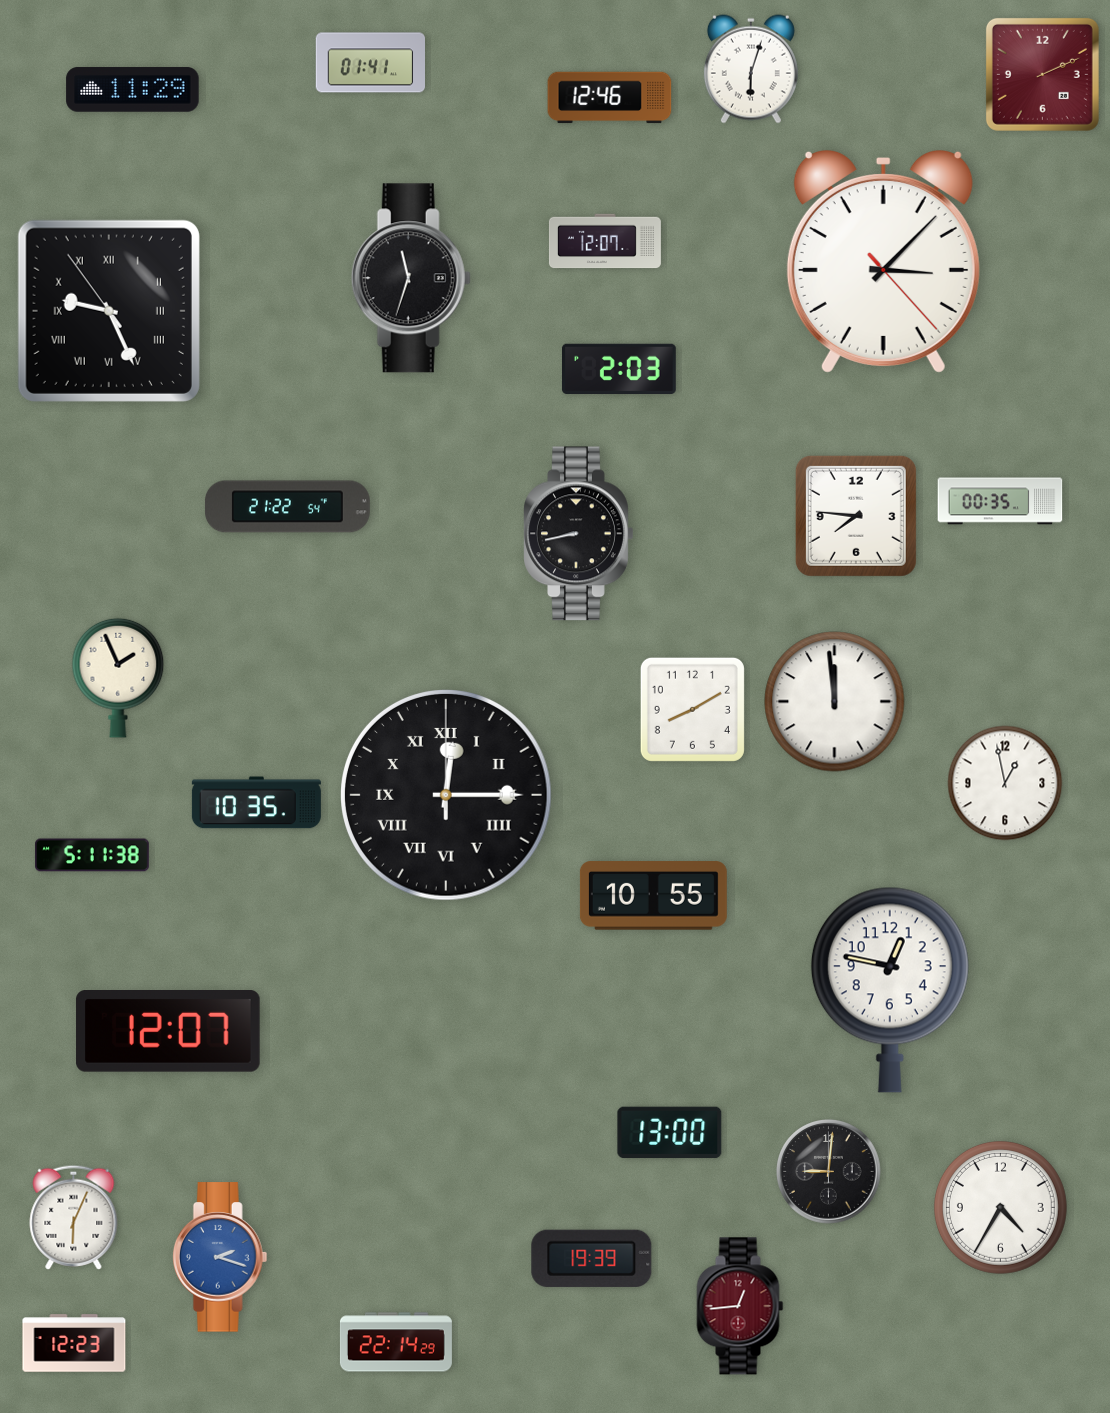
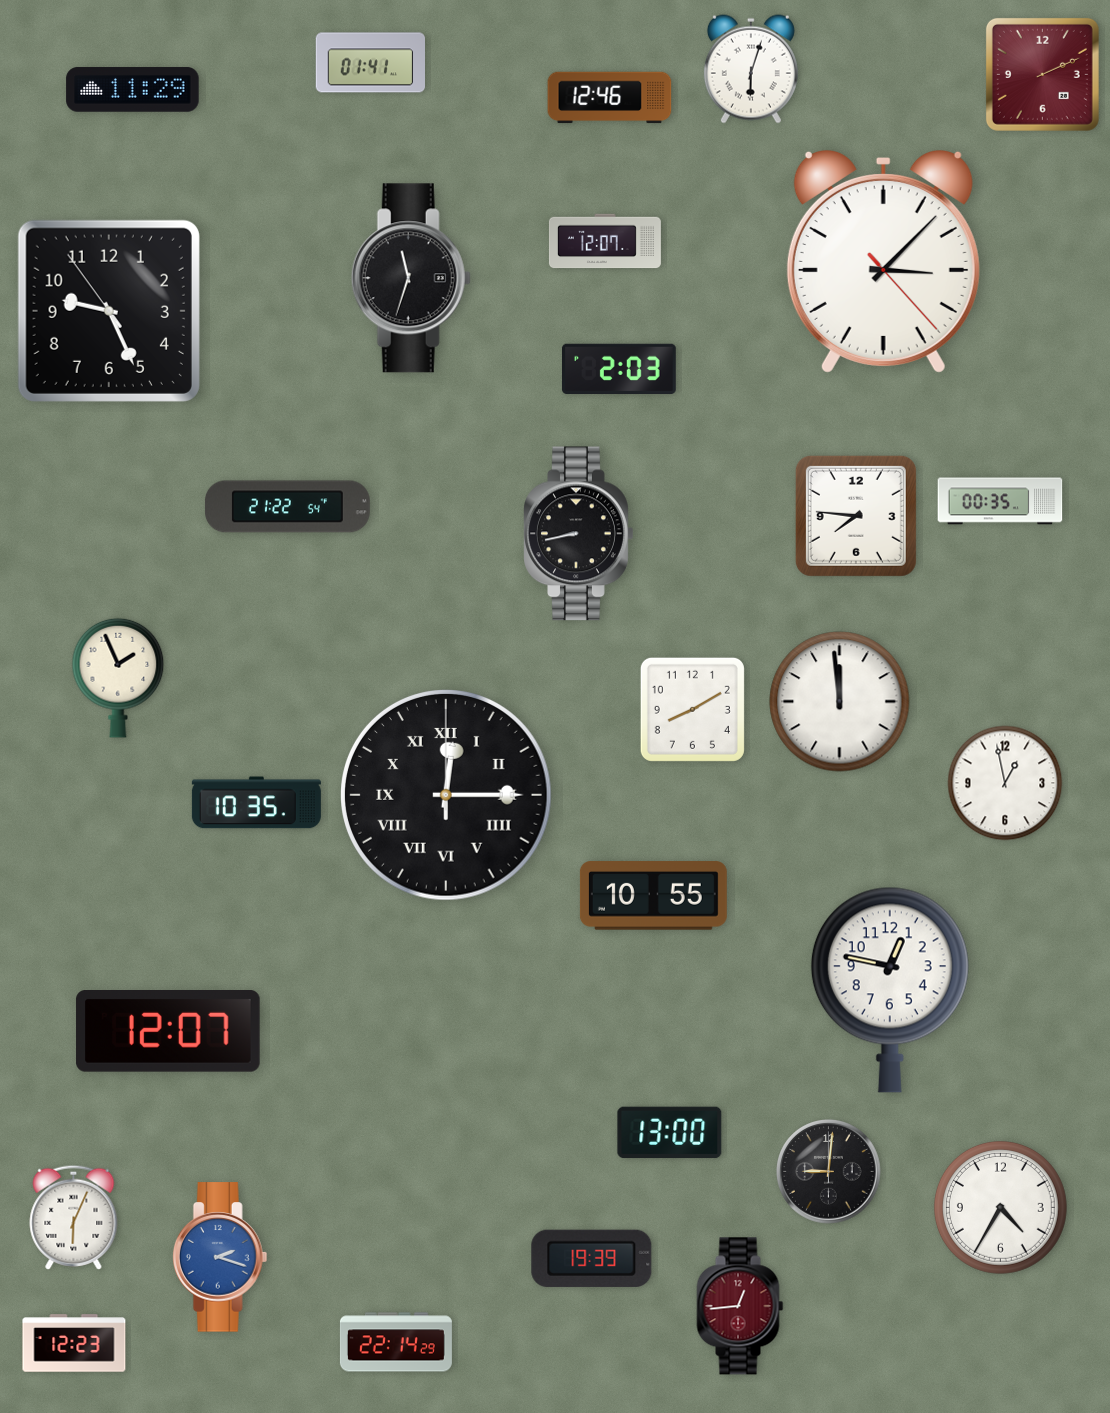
clock at (109, 311) numerals: Roman -> Arabic
clock at (835, 702) position: (835, 702) -> (840, 702)
clock at (92, 855): 5:11 -> none
